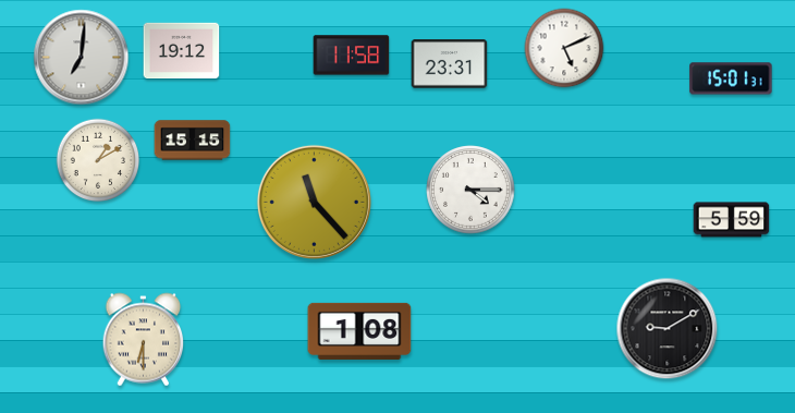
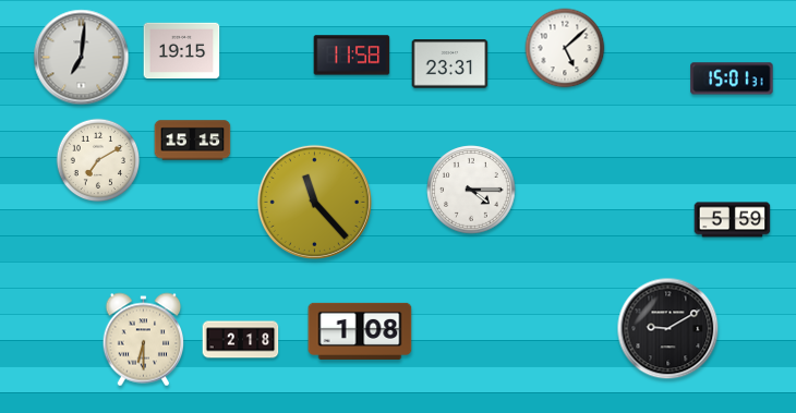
clock at (564, 48): 5:11 -> 5:08
clock at (182, 51): 19:12 -> 19:15
clock at (98, 160): 1:10 -> 7:10
clock at (241, 340): none -> 2:18
